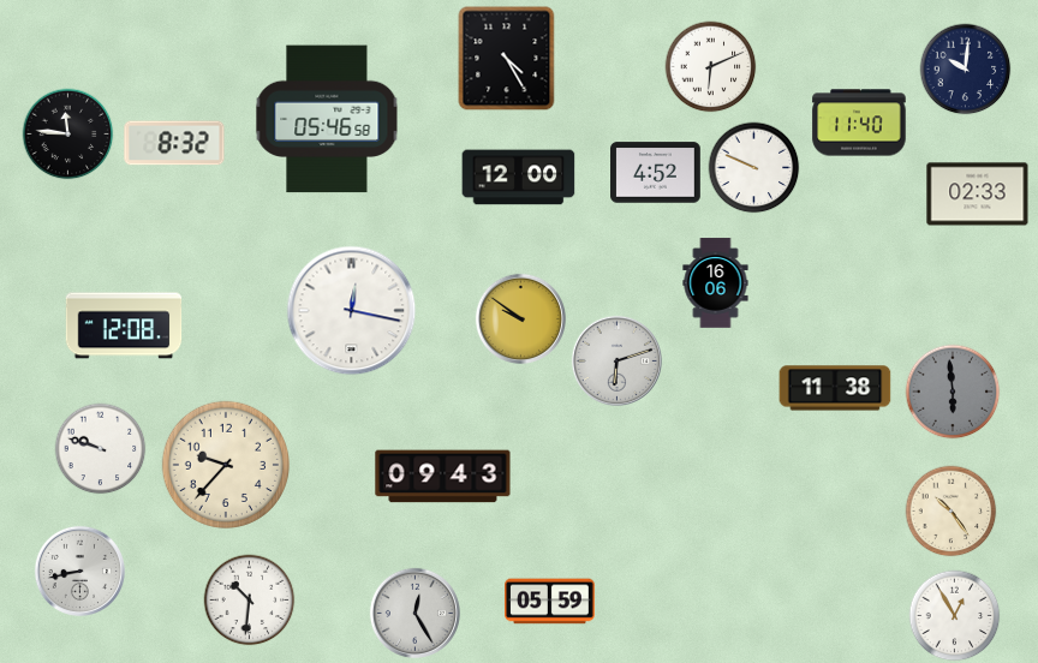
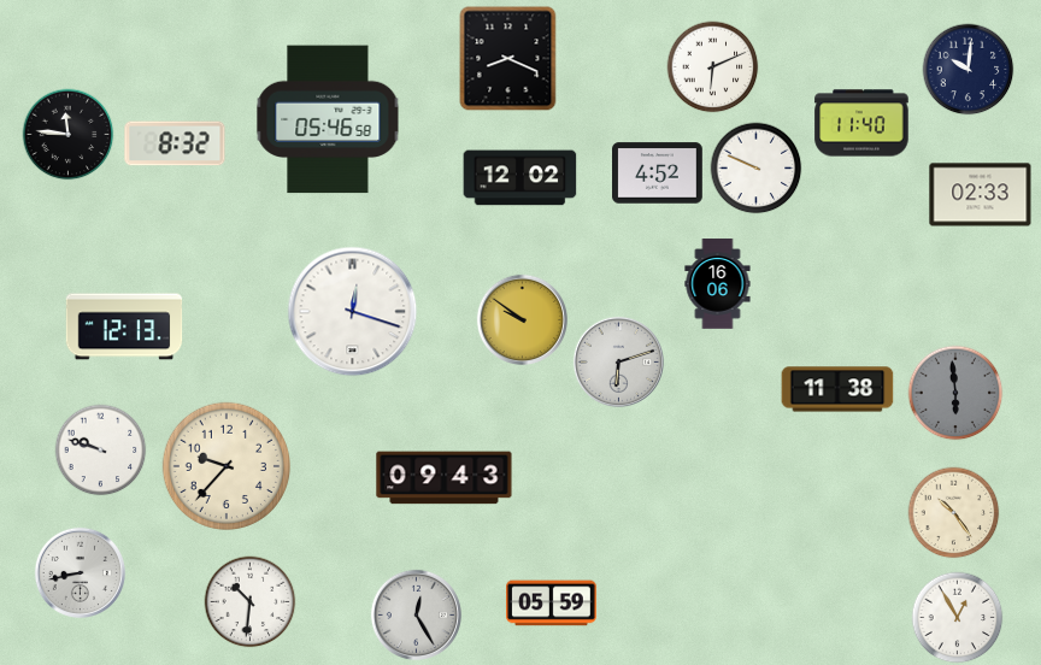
clock at (507, 59): 4:25 -> 8:19
clock at (519, 178): 12:00 -> 12:02
clock at (352, 311): 12:17 -> 12:18
clock at (124, 325): 12:08 -> 12:13
